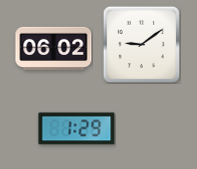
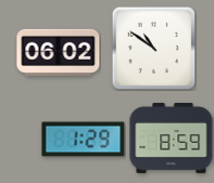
clock at (141, 44): 9:09 -> 10:51
clock at (172, 138): none -> 8:59
